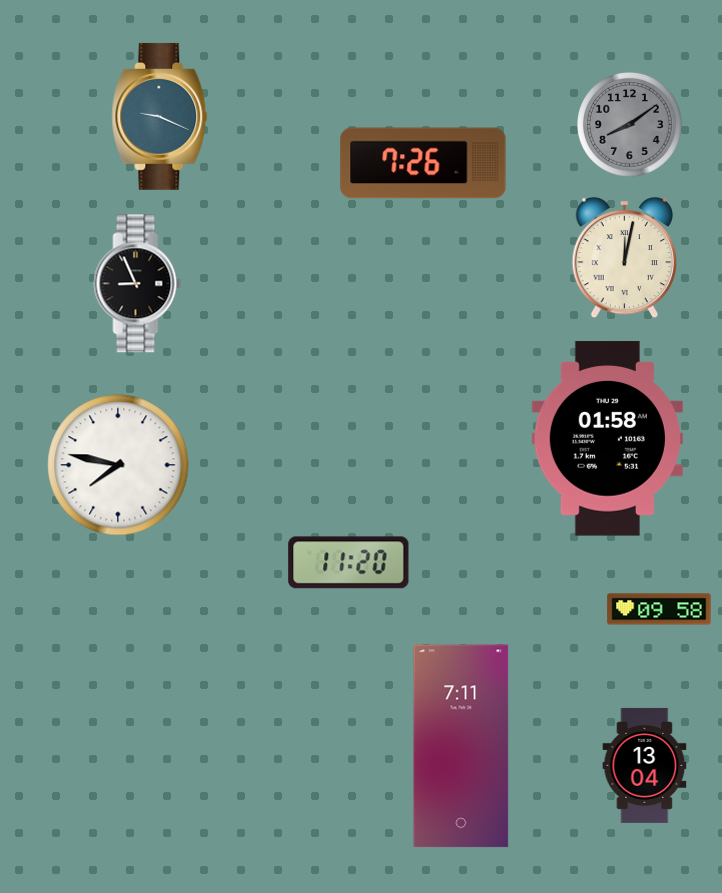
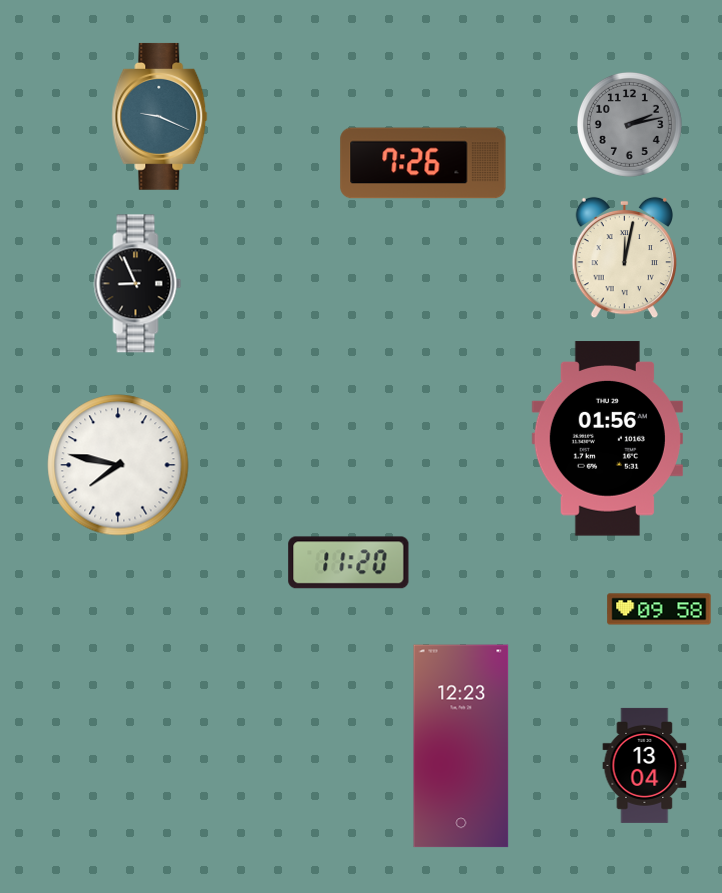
clock at (629, 124): 8:09 -> 2:13
clock at (607, 439): 01:58 -> 01:56
clock at (461, 746): 7:11 -> 12:23
